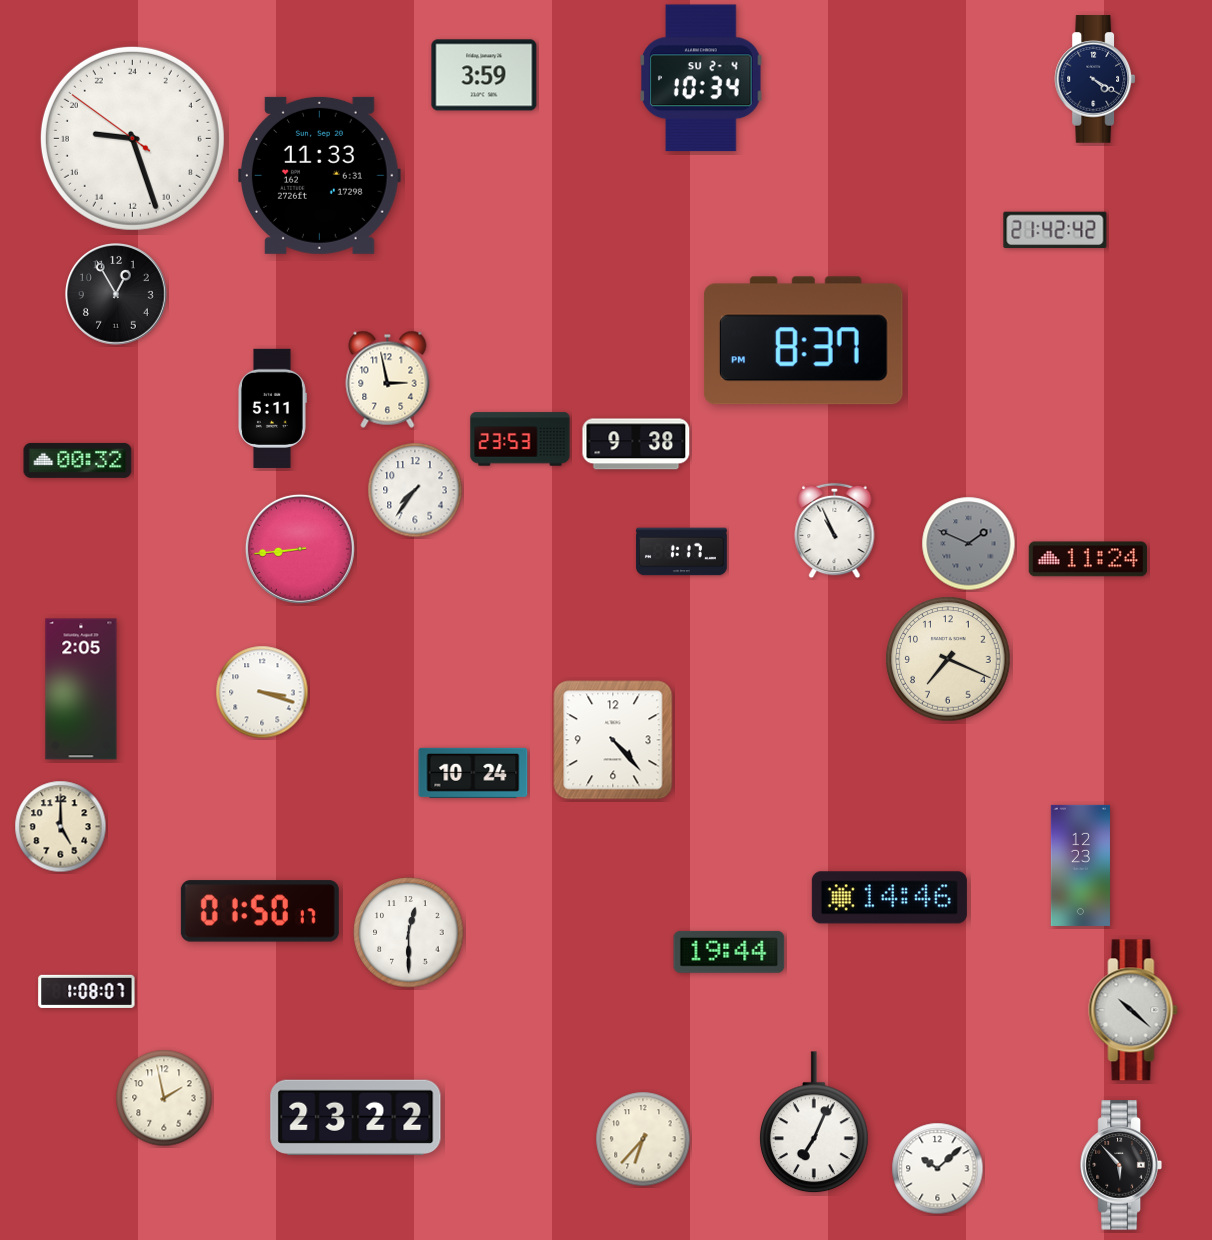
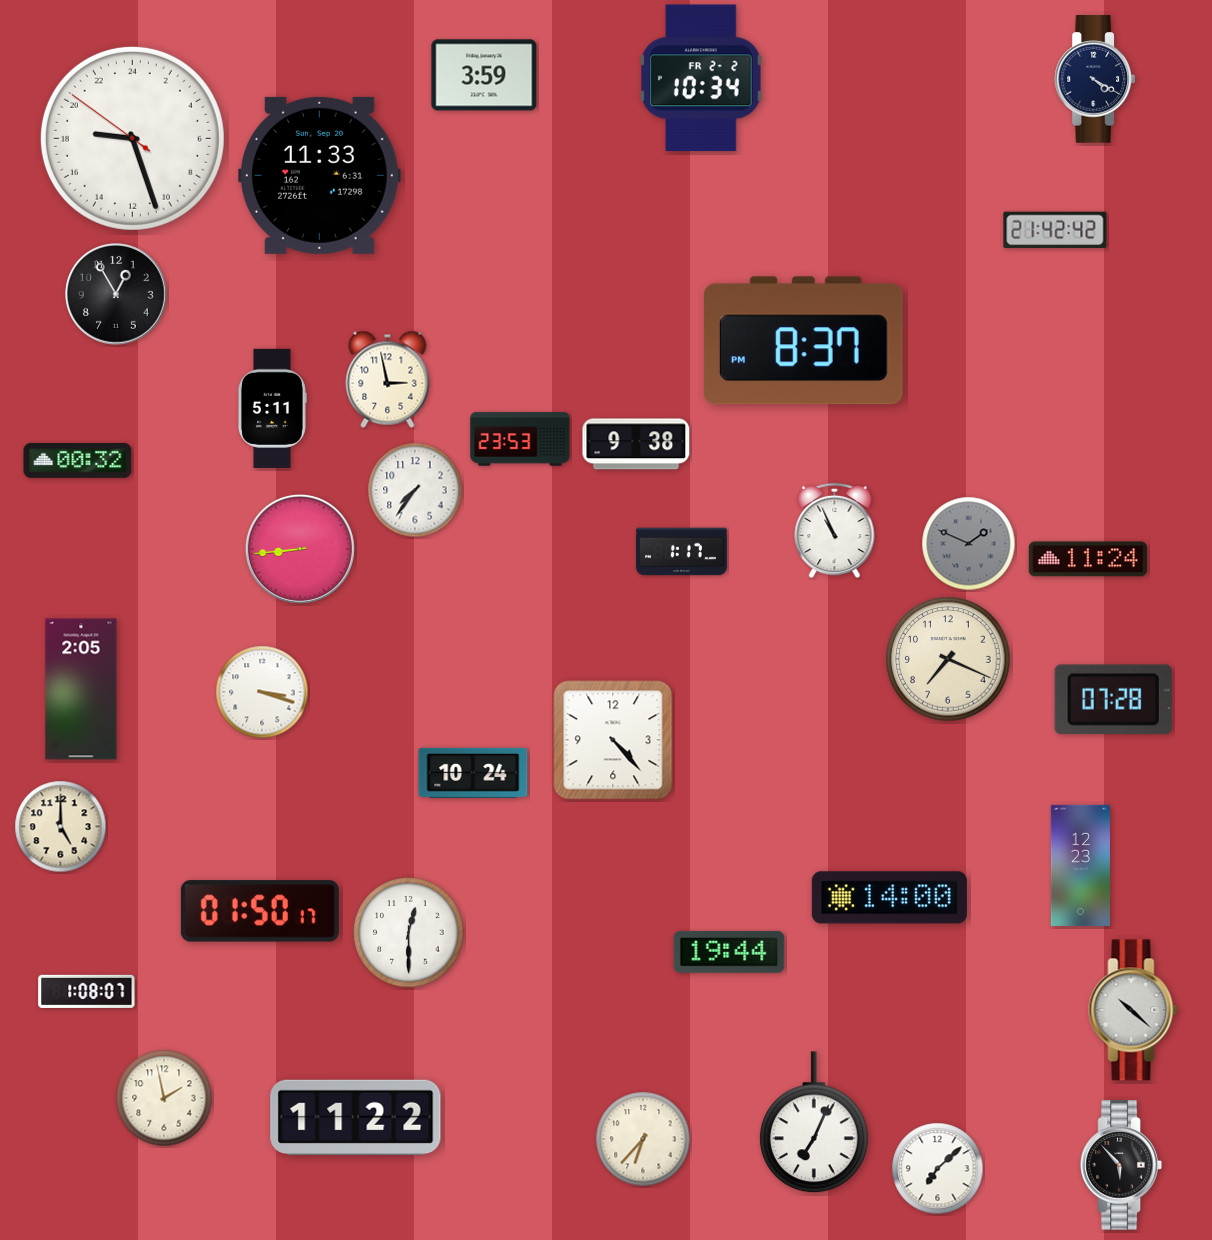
clock at (702, 78) date: SU 2-4 -> FR 2-2
clock at (1113, 699): none -> 07:28
clock at (889, 898): 14:46 -> 14:00
clock at (356, 1117): 23:22 -> 11:22
clock at (938, 1169): 10:08 -> 7:08
